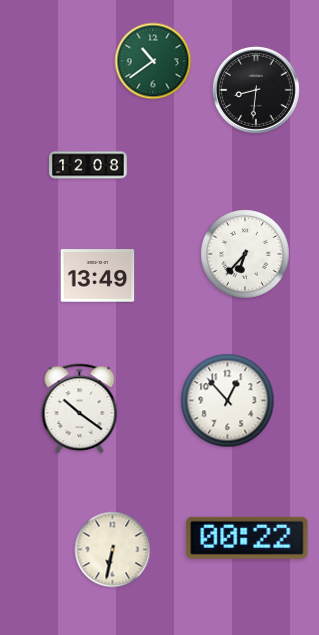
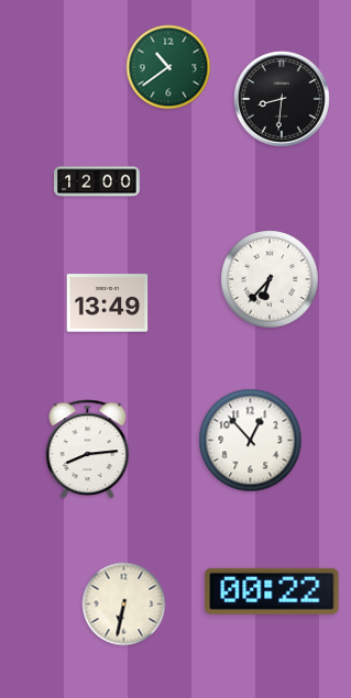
clock at (88, 165): 12:08 -> 12:00
clock at (80, 408): 10:21 -> 8:14
